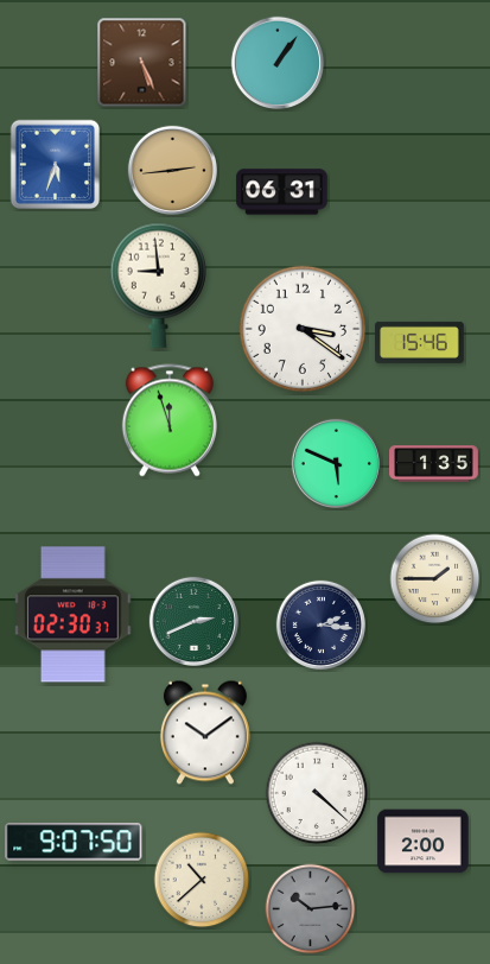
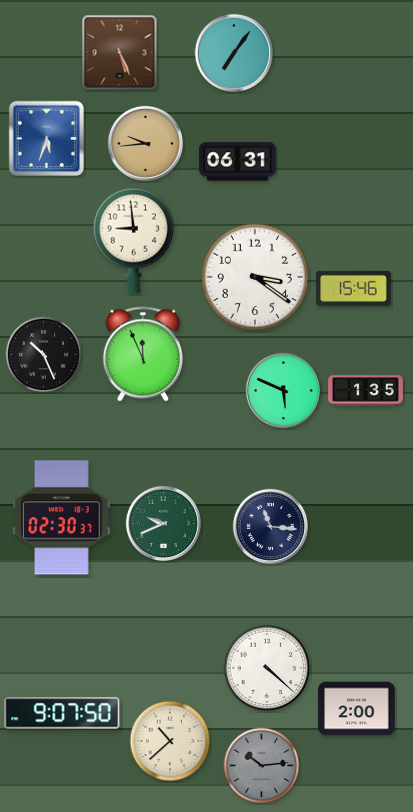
clock at (276, 62): 1:06 -> 7:06
clock at (172, 170): 2:44 -> 9:44
clock at (170, 420): 11:57 -> 11:56
clock at (44, 355): none -> 10:26
clock at (435, 579): 1:45 -> none
clock at (193, 621): 2:41 -> 9:41
clock at (320, 624): 2:16 -> 11:16
clock at (205, 732): 10:09 -> none
clock at (74, 842) position: (74, 842) -> (62, 713)
